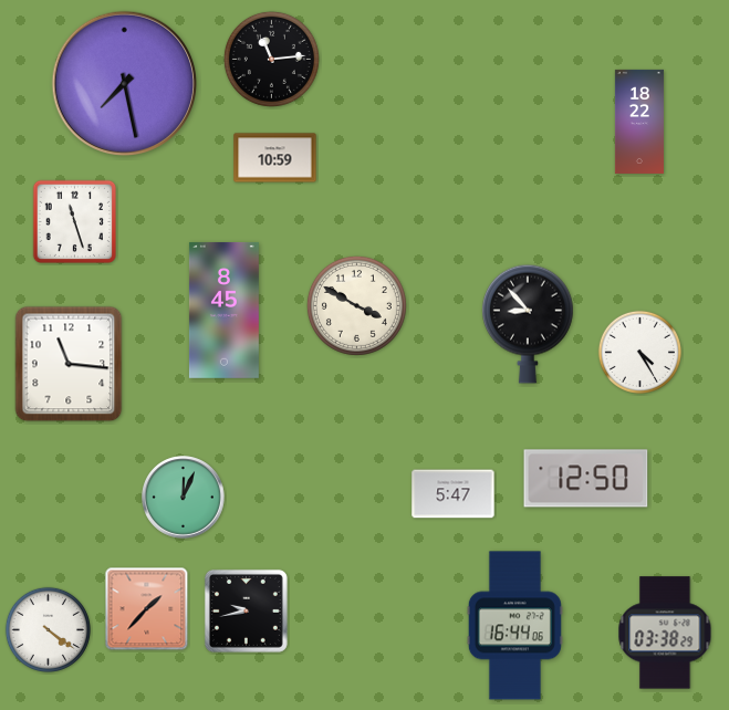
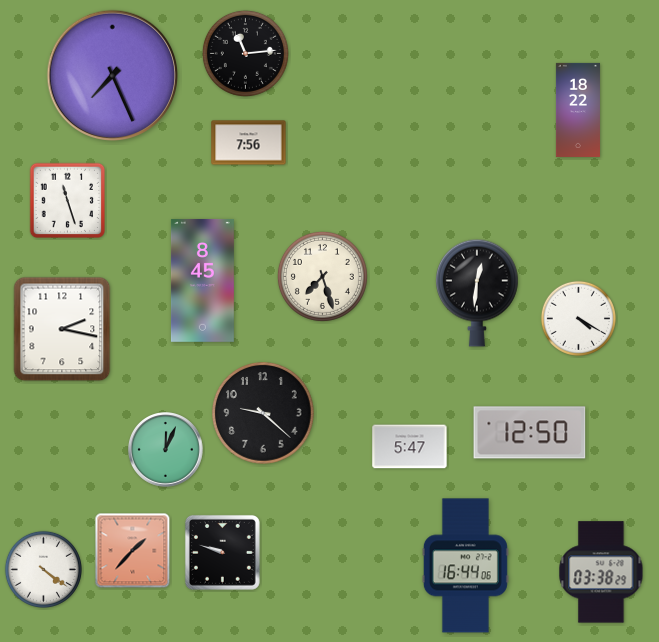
clock at (125, 84): 7:28 -> 7:26
clock at (275, 158): 10:59 -> 7:56
clock at (356, 305): 3:50 -> 7:27
clock at (529, 324): 8:53 -> 12:31
clock at (639, 352): 4:25 -> 4:20
clock at (69, 364): 11:16 -> 2:17
clock at (264, 414): none -> 9:22
clock at (246, 610): 9:43 -> 9:48
